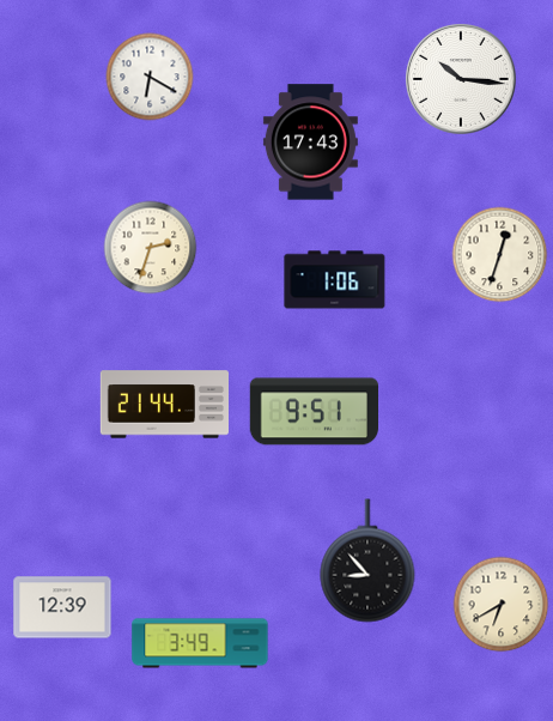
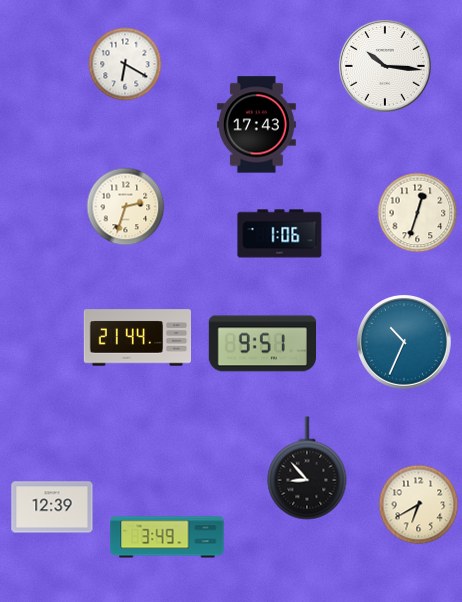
clock at (310, 143) position: (310, 143) -> (256, 125)
clock at (404, 342): none -> 10:34
